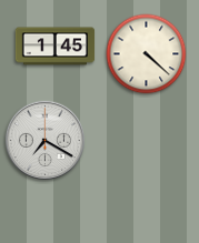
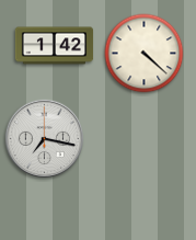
clock at (56, 47): 1:45 -> 1:42
clock at (46, 141): 7:20 -> 7:17
